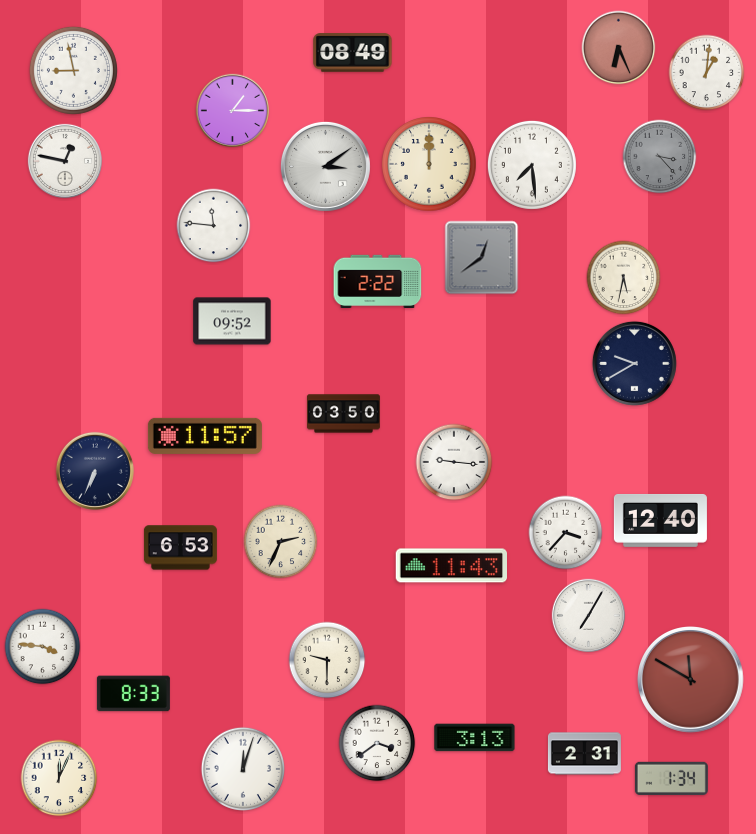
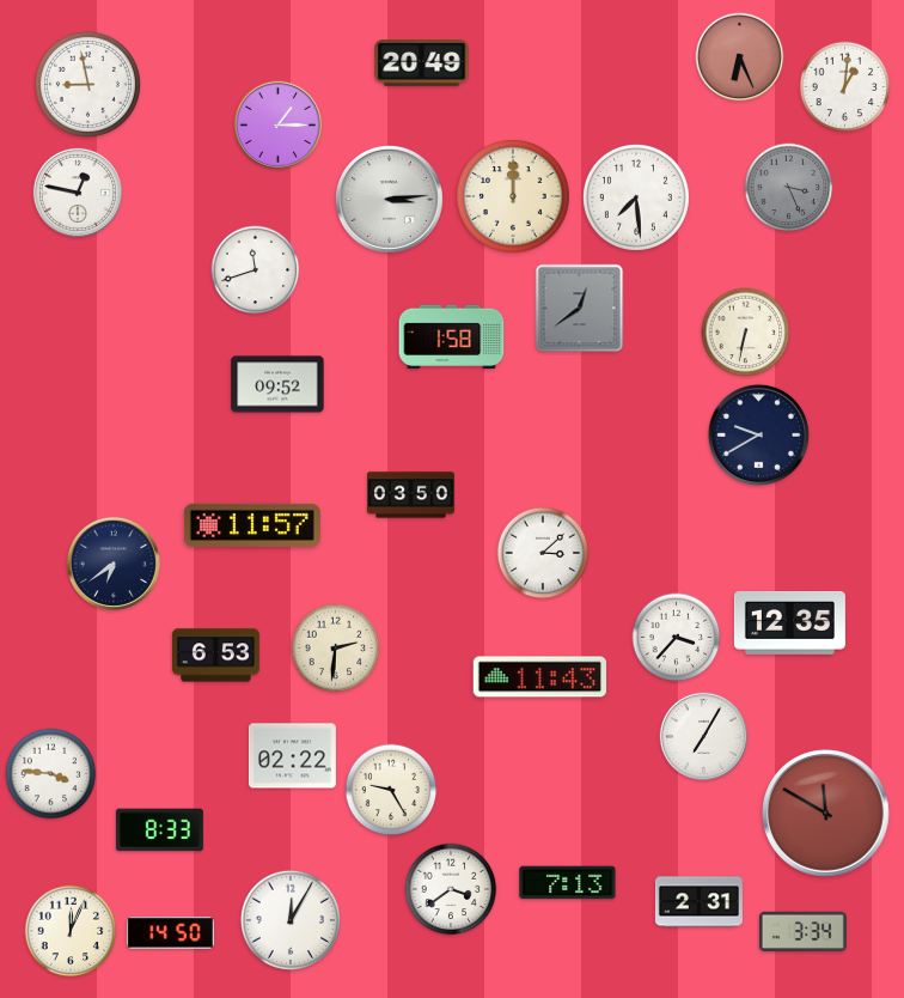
clock at (353, 53): 08:49 -> 20:49
clock at (232, 110) position: (232, 110) -> (277, 124)
clock at (660, 157): 3:23 -> 3:26
clock at (325, 166): 3:09 -> 3:14
clock at (214, 226): 11:46 -> 11:42
clock at (482, 258) position: (482, 258) -> (580, 309)
clock at (624, 278): 5:32 -> 6:32
clock at (378, 281): 2:22 -> 1:58
clock at (205, 436) position: (205, 436) -> (252, 525)
clock at (454, 462): 9:16 -> 3:08
clock at (95, 471): 6:34 -> 6:39
clock at (660, 520): 12:40 -> 12:35
clock at (281, 542): 2:34 -> 2:31
clock at (292, 756): none -> 02:22
clock at (327, 660): 9:30 -> 9:25
clock at (475, 738): 3:13 -> 7:13
clock at (242, 768): 12:03 -> 12:05
clock at (671, 778): 1:34 -> 3:34
clock at (170, 933): none -> 14:50
